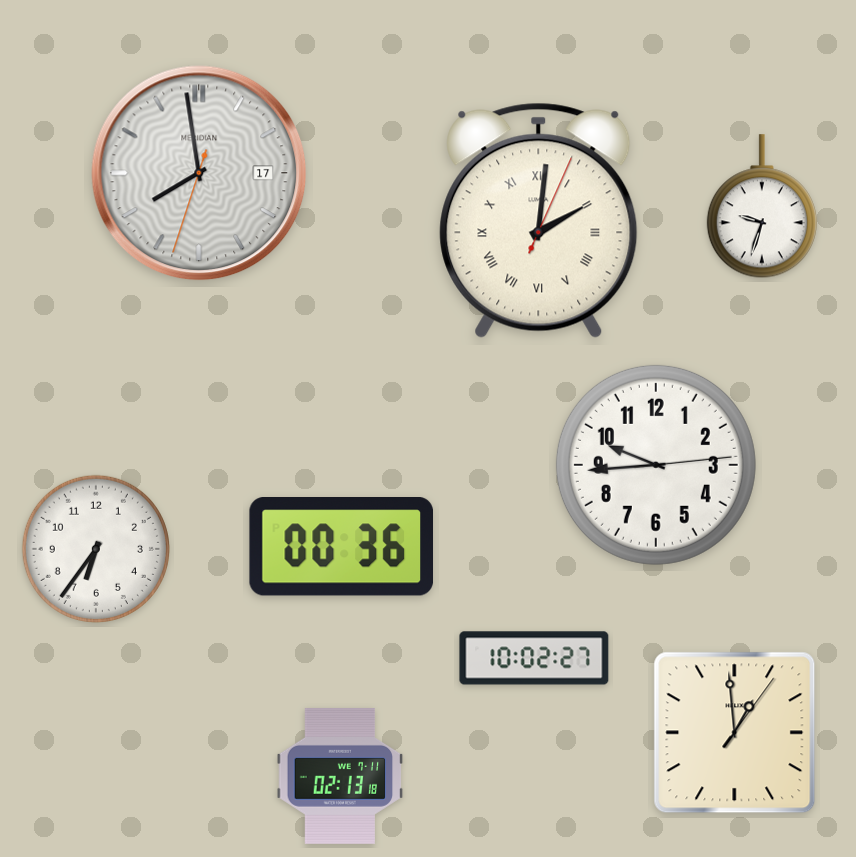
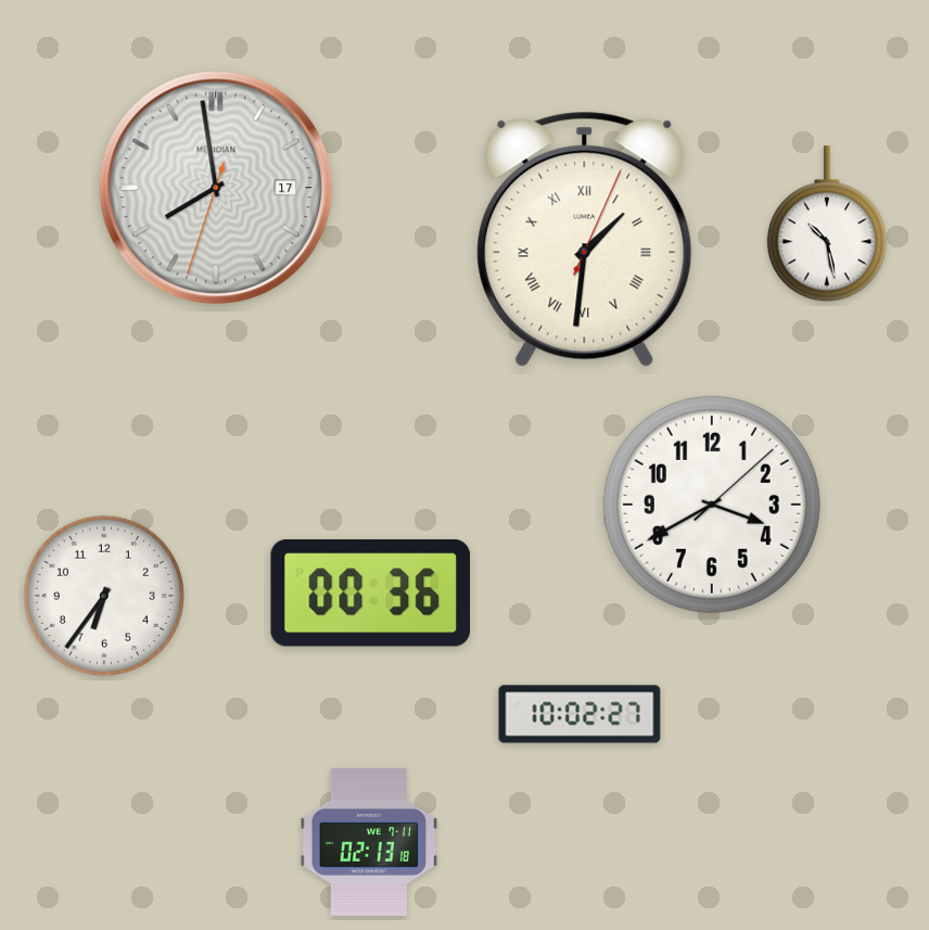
clock at (762, 207): 9:33 -> 10:28
clock at (539, 220): 2:01 -> 1:31
clock at (656, 465): 9:44 -> 3:40
clock at (735, 733): 12:59 -> none
